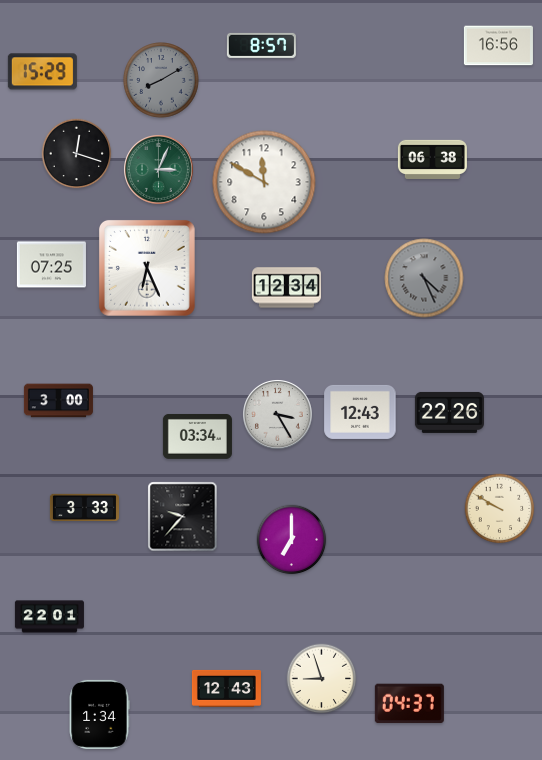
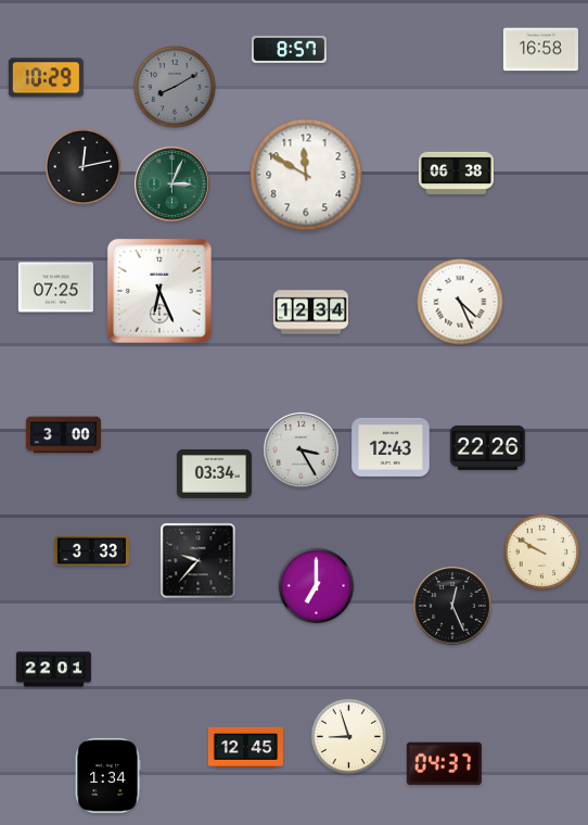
clock at (261, 45) position: (261, 45) -> (289, 49)
clock at (498, 46): 16:56 -> 16:58
clock at (42, 72): 15:29 -> 10:29
clock at (77, 154): 12:18 -> 12:13
clock at (432, 159) position: (432, 159) -> (456, 173)
clock at (264, 182) position: (264, 182) -> (306, 175)
clock at (424, 278) dial: grey -> white
clock at (452, 606): none -> 12:26
clock at (226, 688): 12:43 -> 12:45
